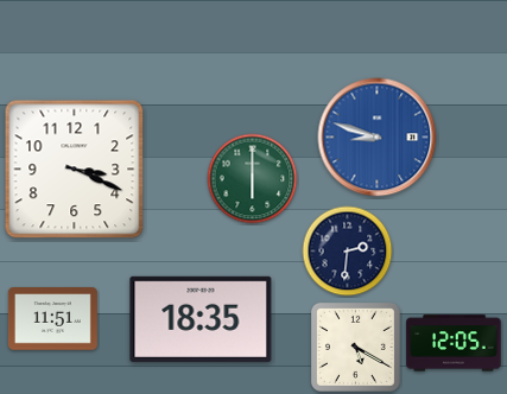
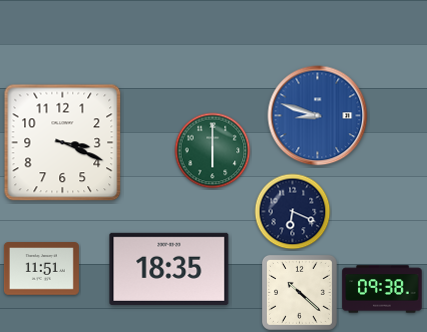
clock at (348, 252): 2:31 -> 6:19
clock at (52, 319) position: (52, 319) -> (41, 269)
clock at (454, 343): 12:05 -> 09:38
clock at (355, 347): 5:20 -> 10:22
